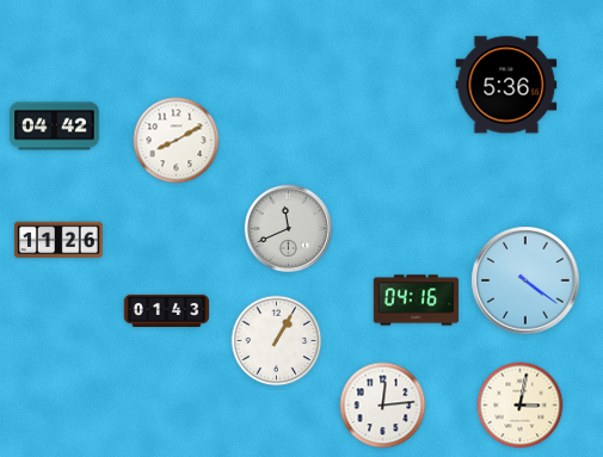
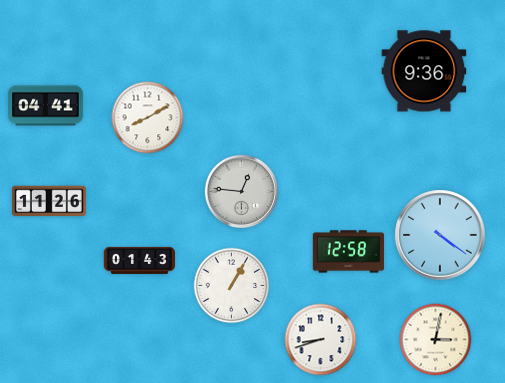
clock at (506, 85): 5:36 -> 9:36
clock at (55, 126): 04:42 -> 04:41
clock at (288, 228): 11:41 -> 12:46
clock at (417, 301): 04:16 -> 12:58
clock at (383, 406): 12:14 -> 8:42
